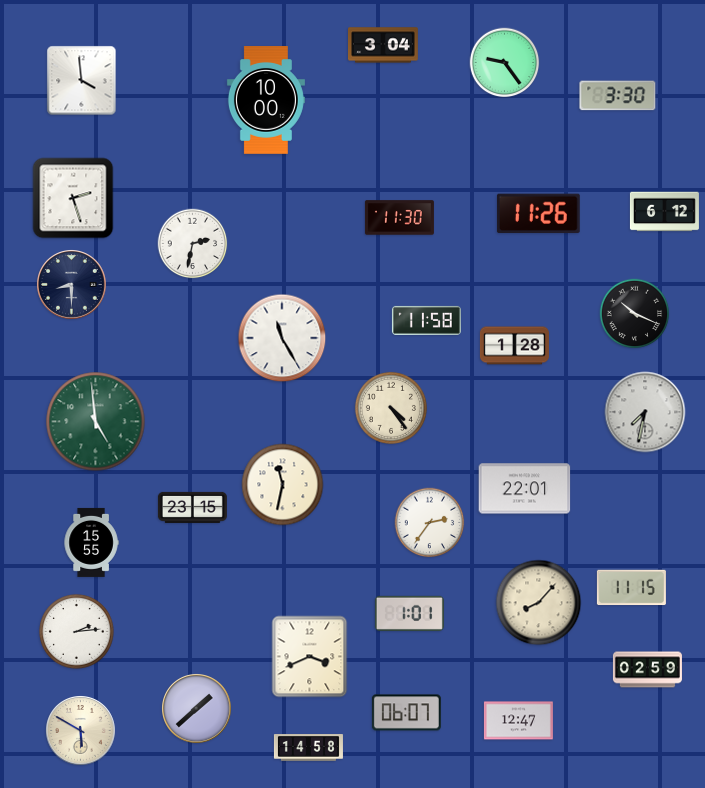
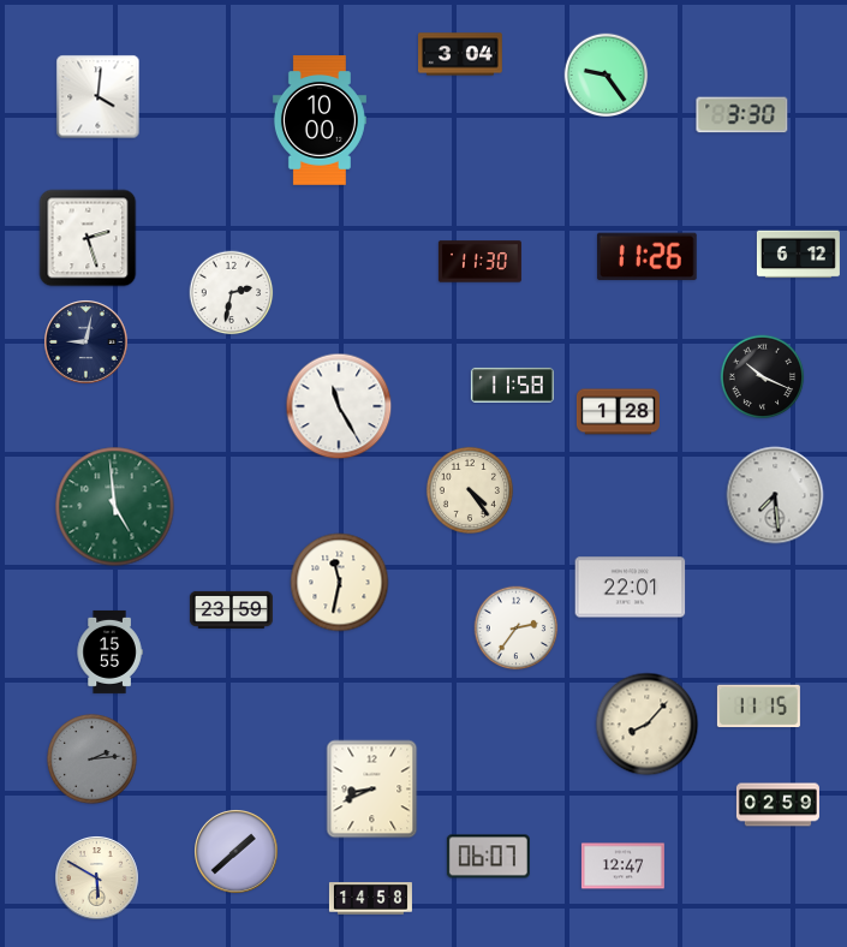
clock at (82, 81): 3:59 -> 4:01
clock at (72, 285): 8:30 -> 9:02
clock at (514, 346) position: (514, 346) -> (618, 412)
clock at (645, 412): 7:32 -> 7:29
clock at (192, 507): 23:15 -> 23:59
clock at (409, 613): 1:01 -> none
clock at (77, 632) dial: white -> grey
clock at (310, 657): 3:41 -> 8:41
